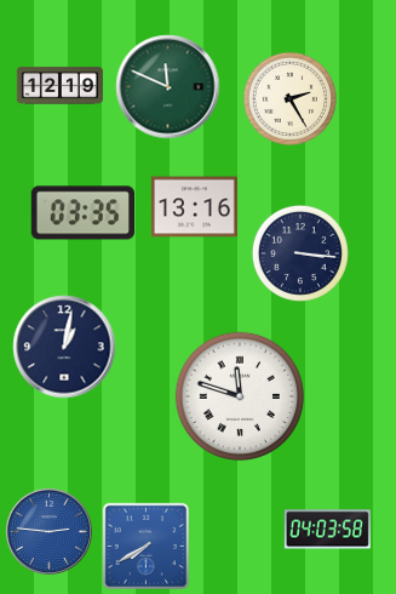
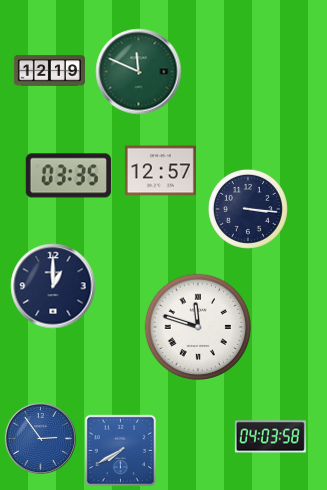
clock at (289, 98): 2:25 -> none
clock at (194, 207): 13:16 -> 12:57
clock at (64, 347): 1:02 -> 1:00
clock at (48, 531): 2:46 -> 2:54
